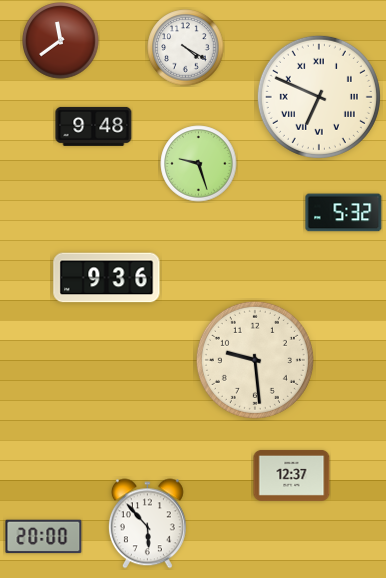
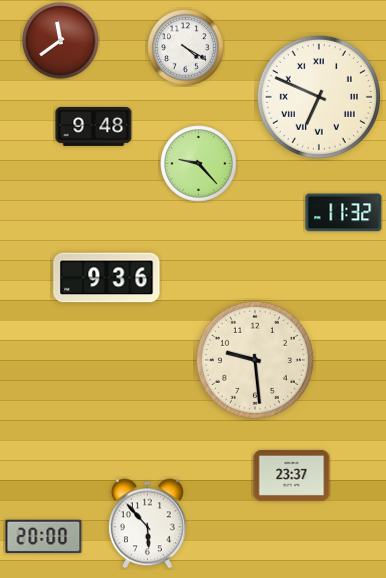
clock at (199, 164): 9:27 -> 9:23
clock at (344, 213): 5:32 -> 11:32
clock at (292, 475): 12:37 -> 23:37
